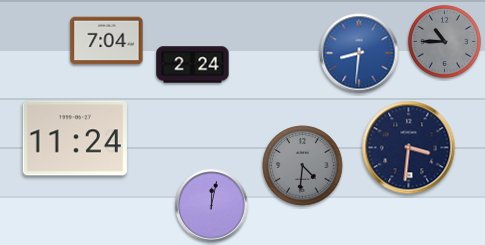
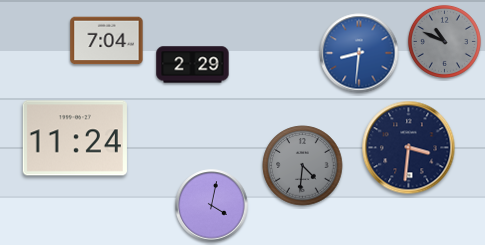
clock at (444, 41): 10:45 -> 10:49
clock at (193, 65): 2:24 -> 2:29
clock at (212, 206): 12:02 -> 4:02
